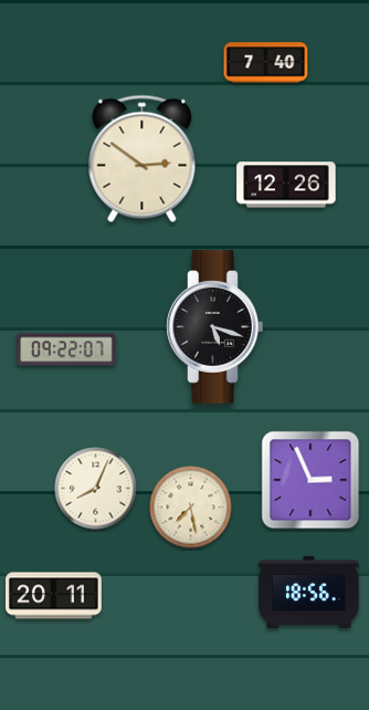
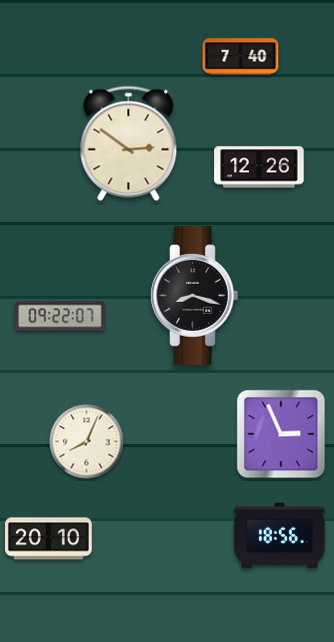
clock at (215, 327): 5:18 -> 8:18
clock at (191, 508): 7:28 -> none
clock at (54, 596): 20:11 -> 20:10
